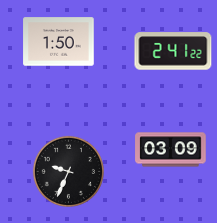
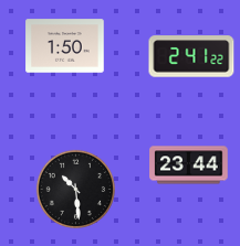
clock at (171, 150): 03:09 -> 23:44
clock at (68, 171): 9:34 -> 10:29
